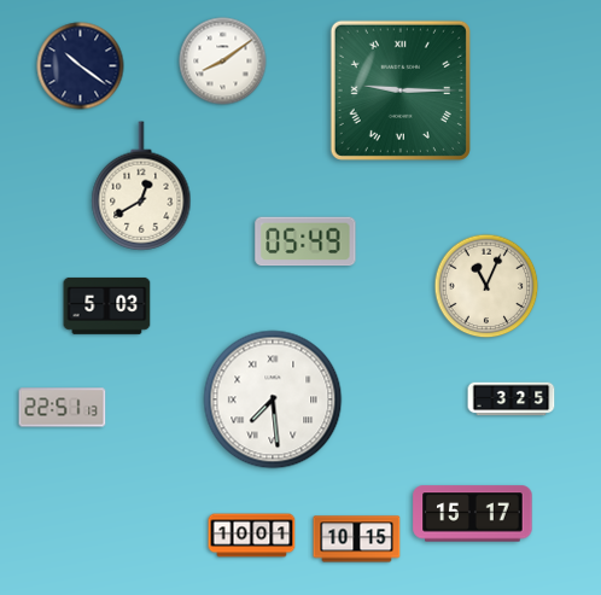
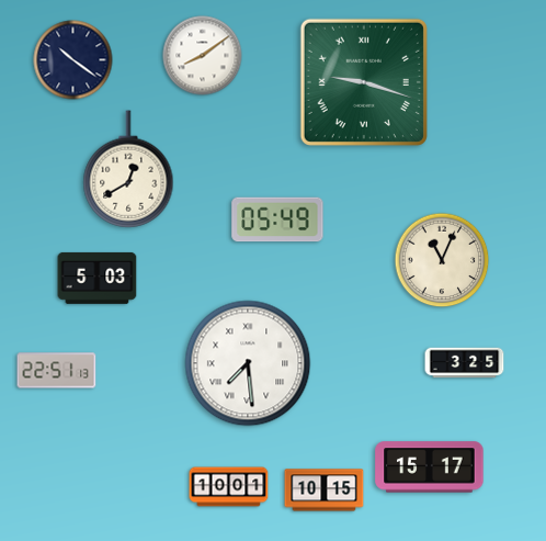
clock at (401, 91): 9:15 -> 9:18
